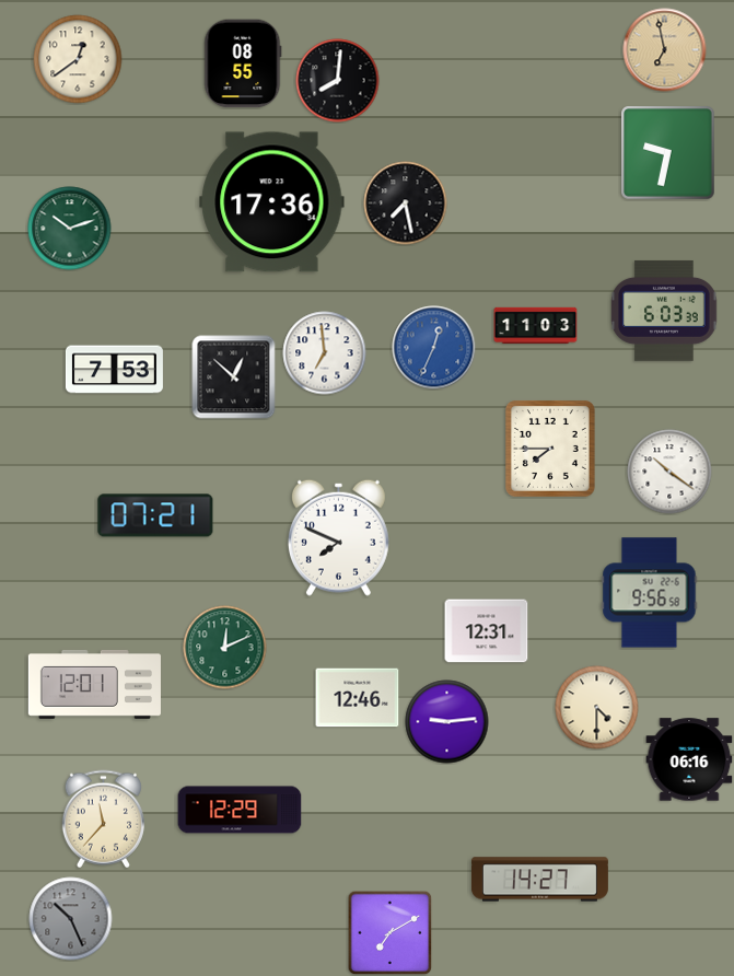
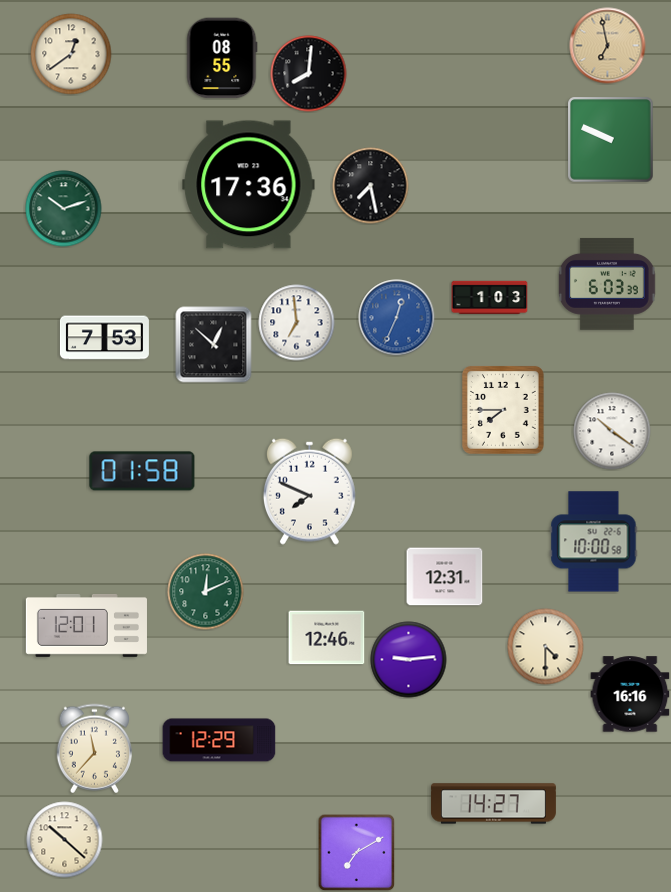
clock at (668, 153): 9:32 -> 9:49
clock at (536, 326): 11:03 -> 1:03
clock at (155, 515): 07:21 -> 01:58
clock at (650, 593): 9:56 -> 10:00
clock at (689, 759): 06:16 -> 16:16
clock at (71, 919): 10:26 -> 10:22
clock at (71, 919) dial: grey -> cream
